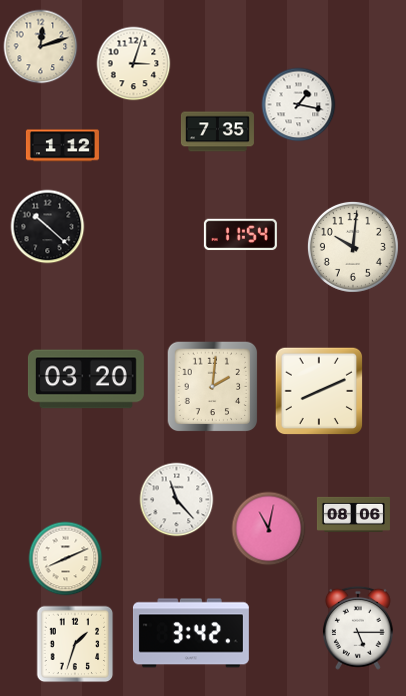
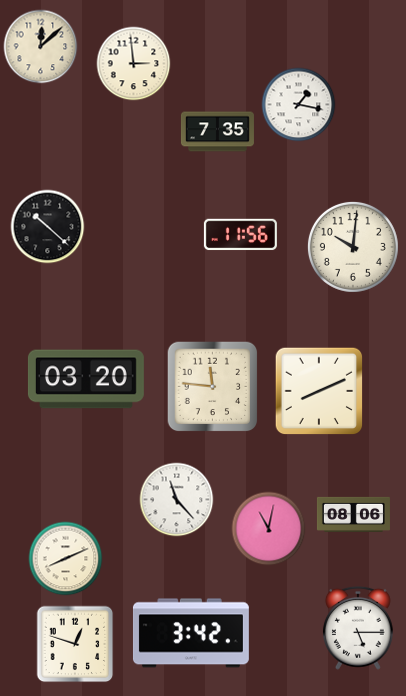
clock at (41, 47): 12:12 -> 12:08
clock at (134, 64): 3:03 -> 2:59
clock at (62, 146): 1:12 -> none
clock at (240, 235): 11:54 -> 11:56
clock at (213, 387): 2:01 -> 11:46
clock at (75, 644): 1:33 -> 12:48
